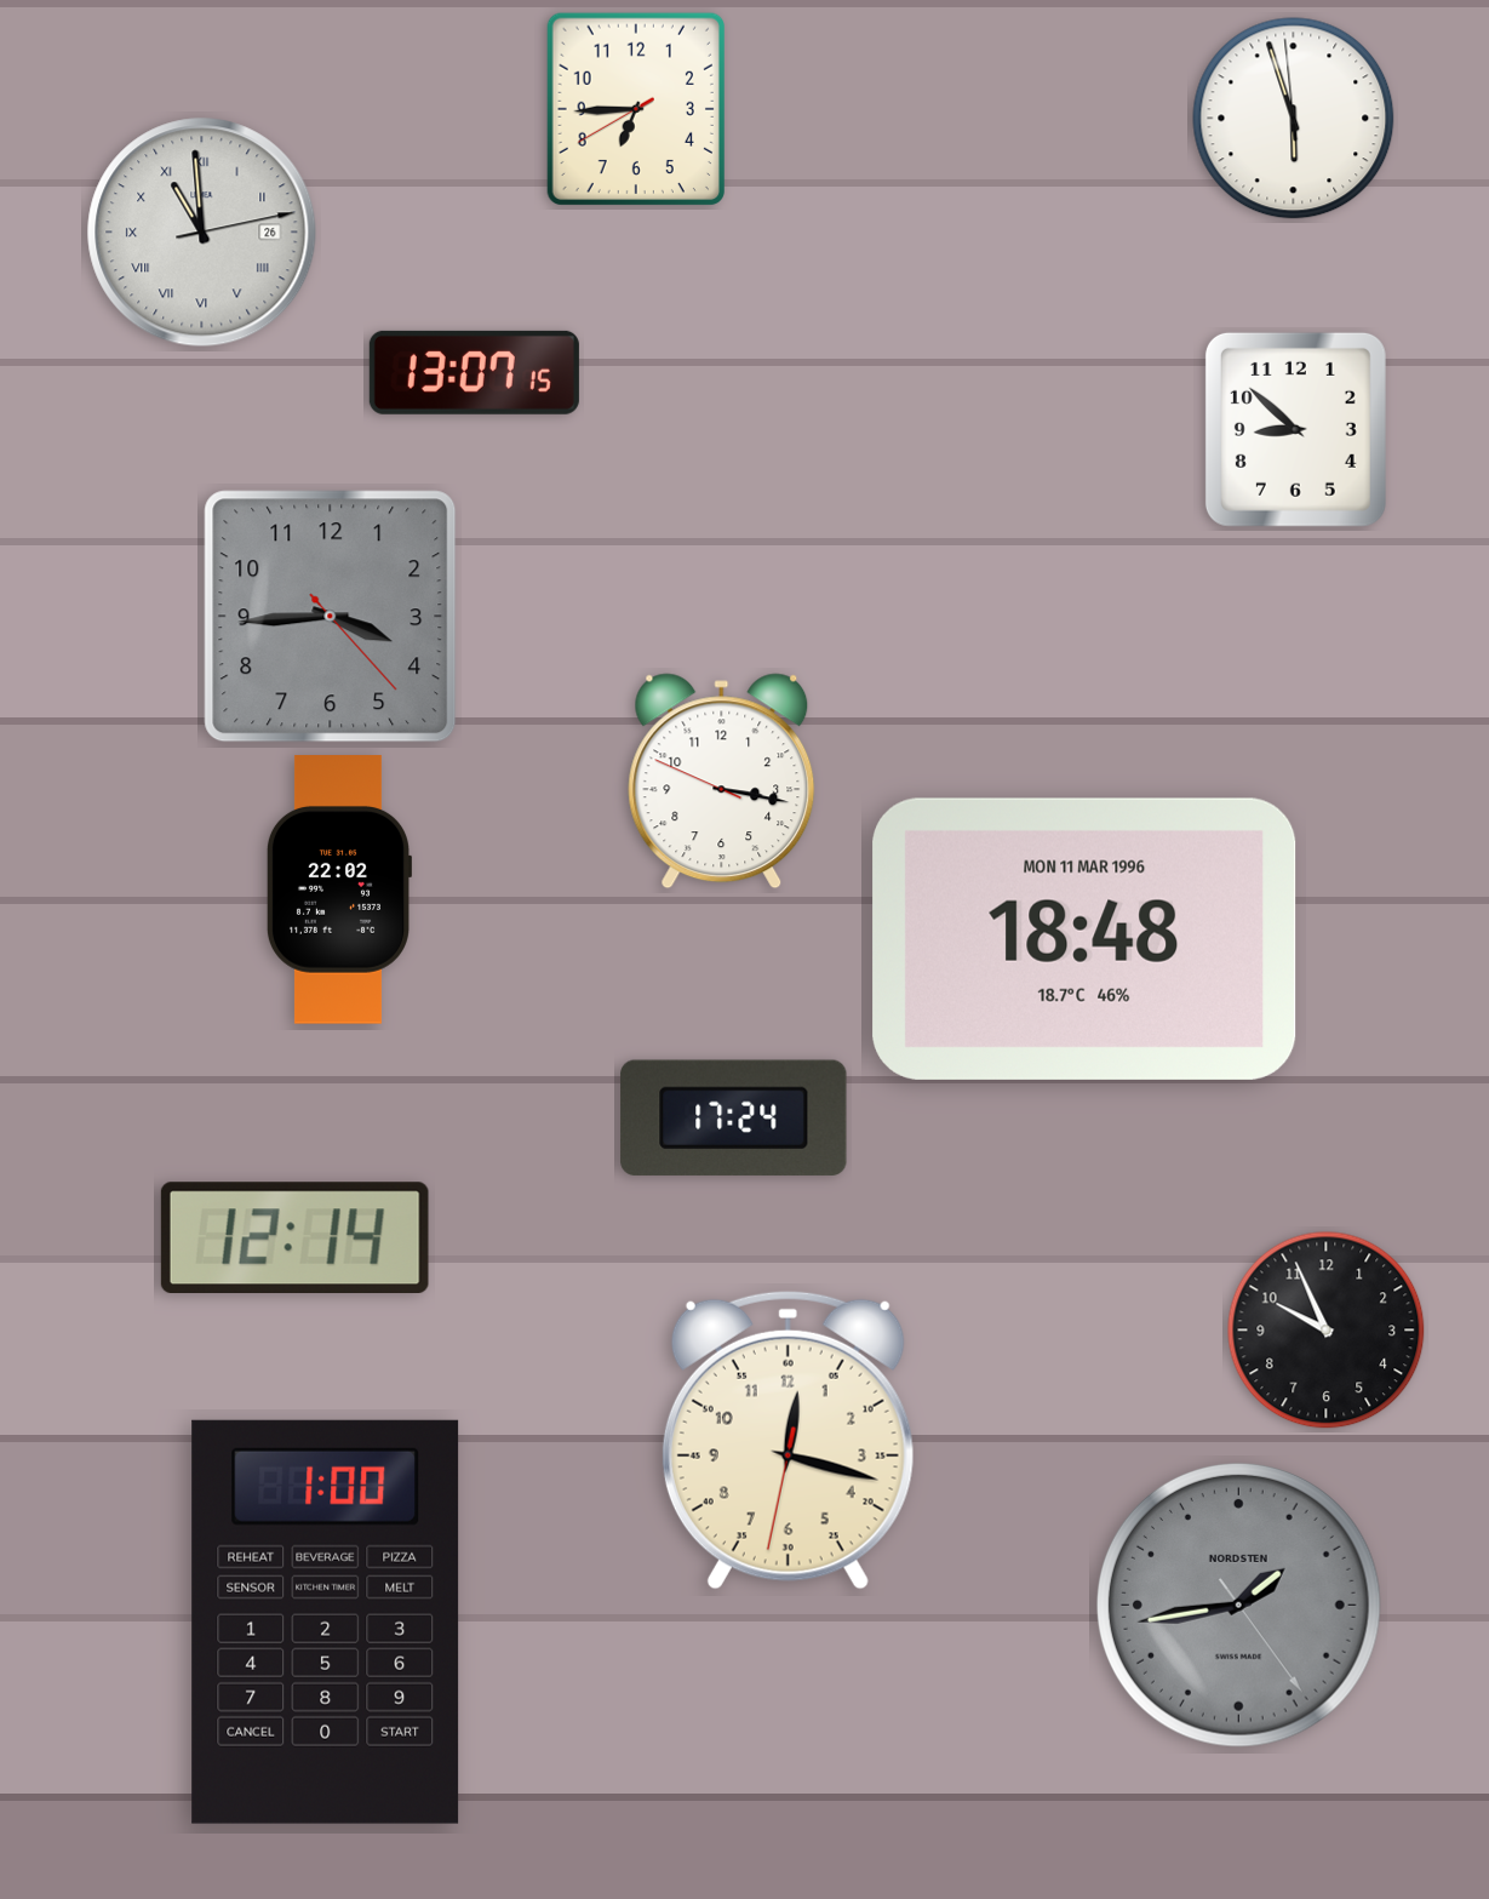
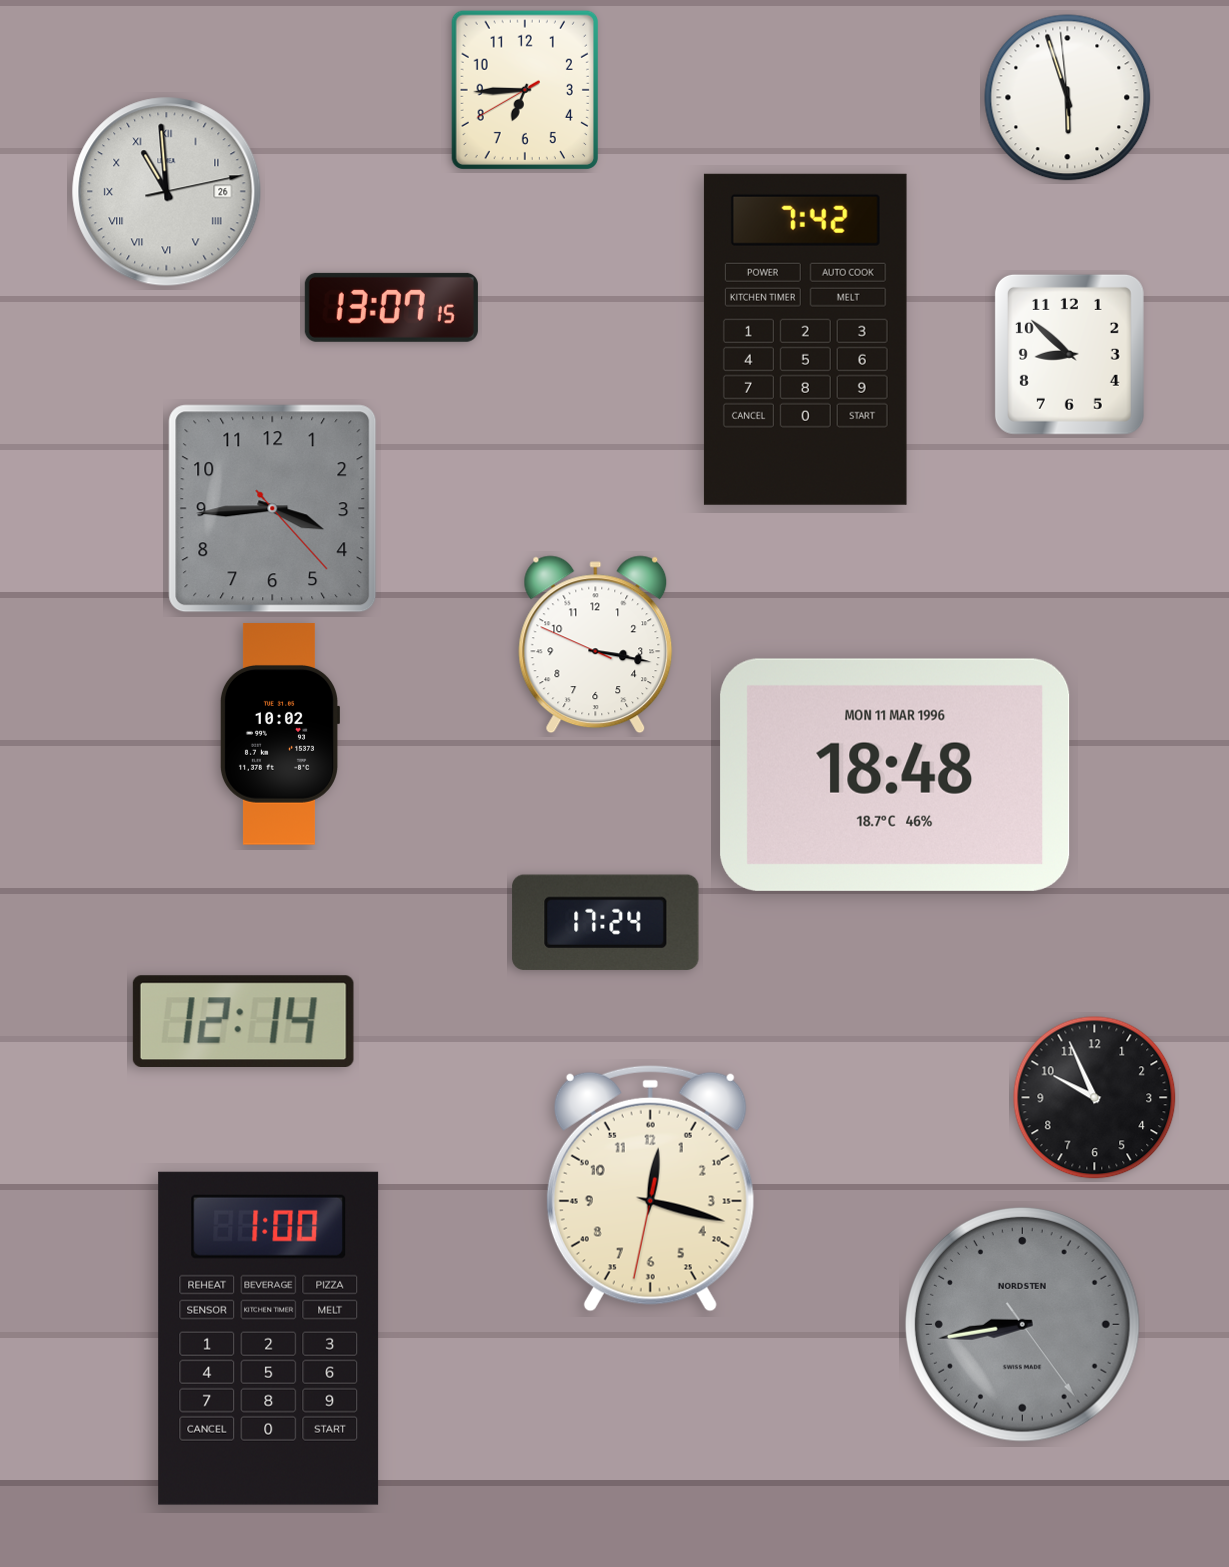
clock at (805, 339): none -> 7:42
clock at (338, 890): 22:02 -> 10:02
clock at (1238, 1605): 1:43 -> 8:43
